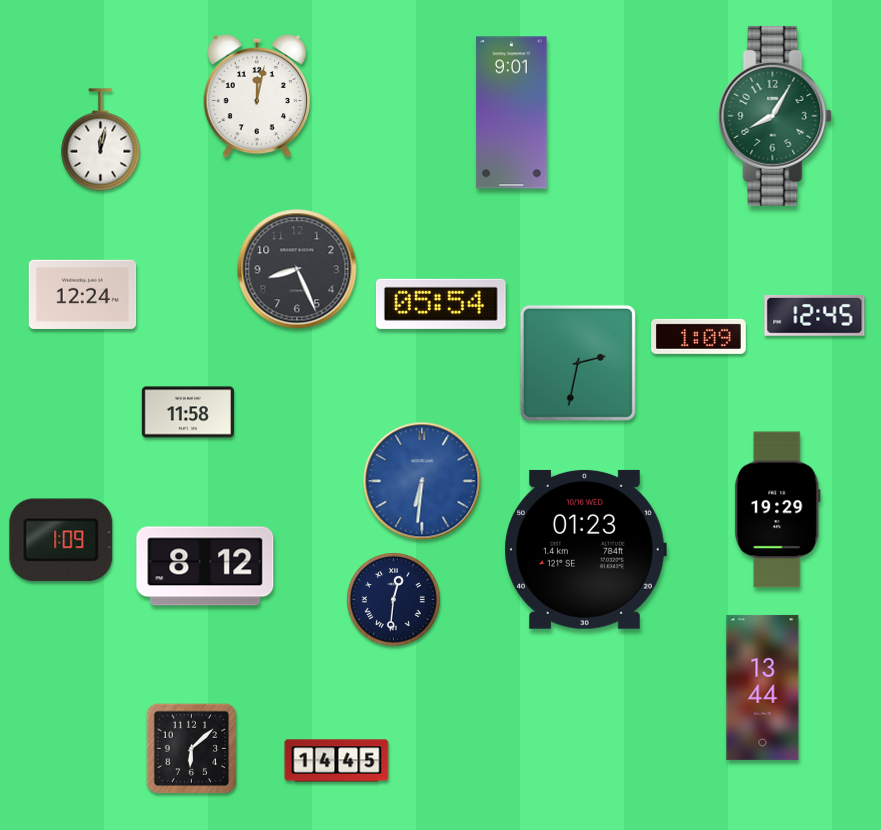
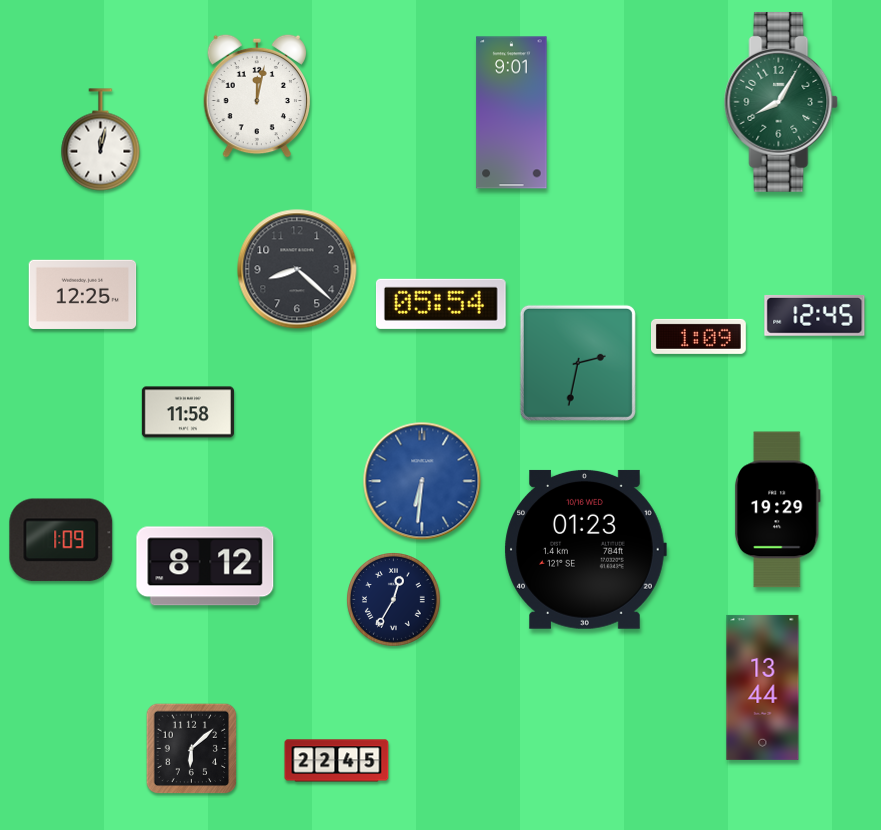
clock at (775, 116) position: (775, 116) -> (781, 102)
clock at (297, 269): 8:26 -> 8:22
clock at (83, 294): 12:24 -> 12:25
clock at (394, 600): 12:31 -> 12:35
clock at (337, 761): 14:45 -> 22:45
